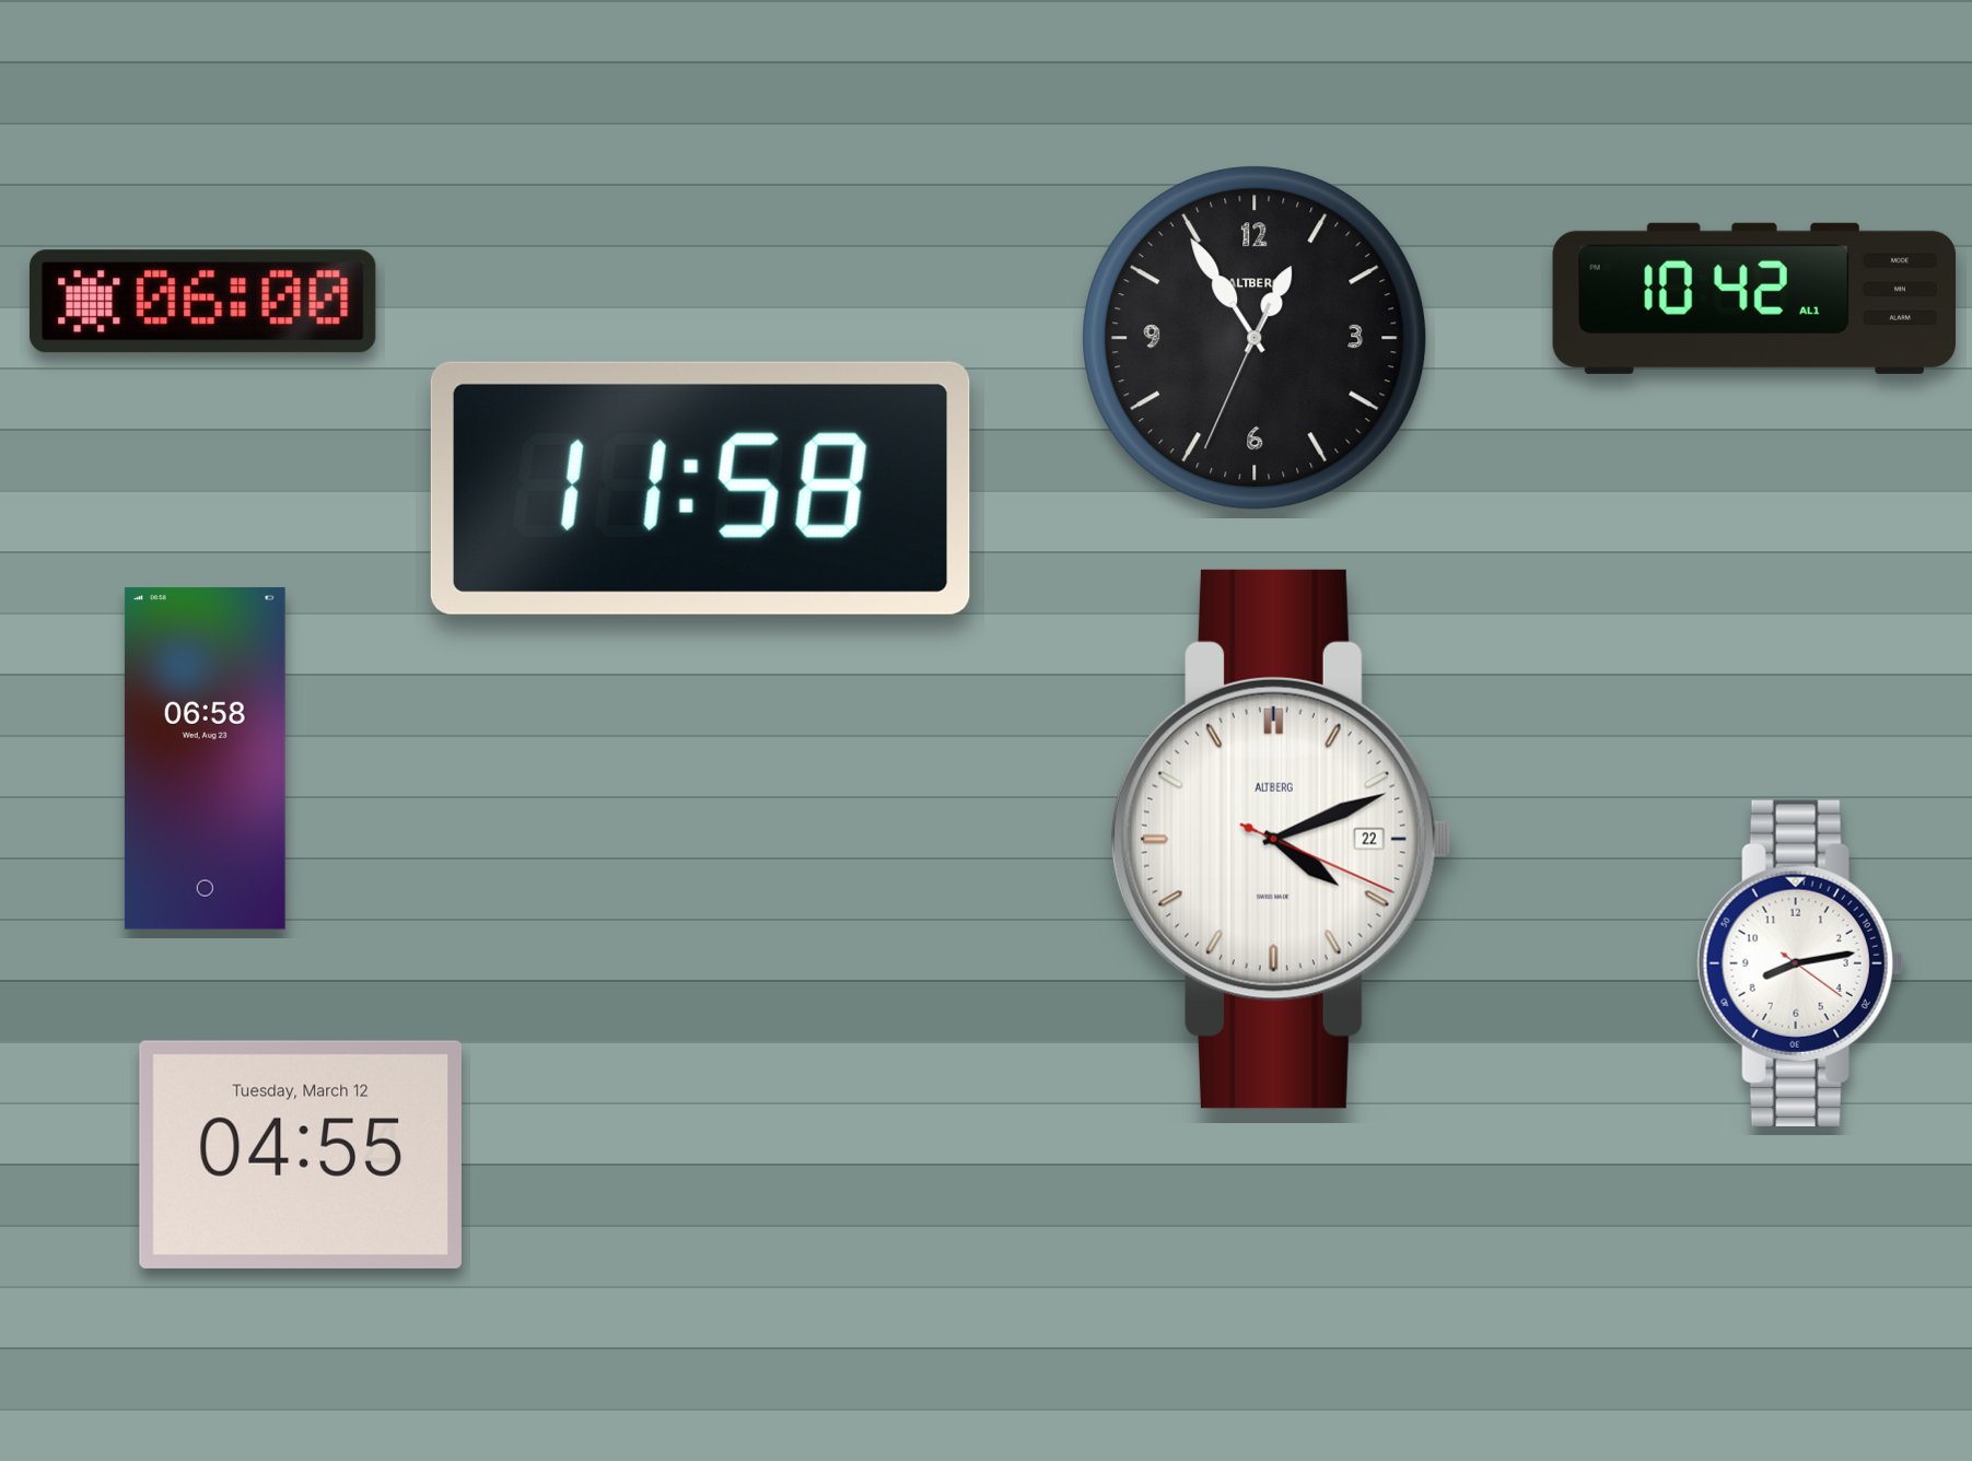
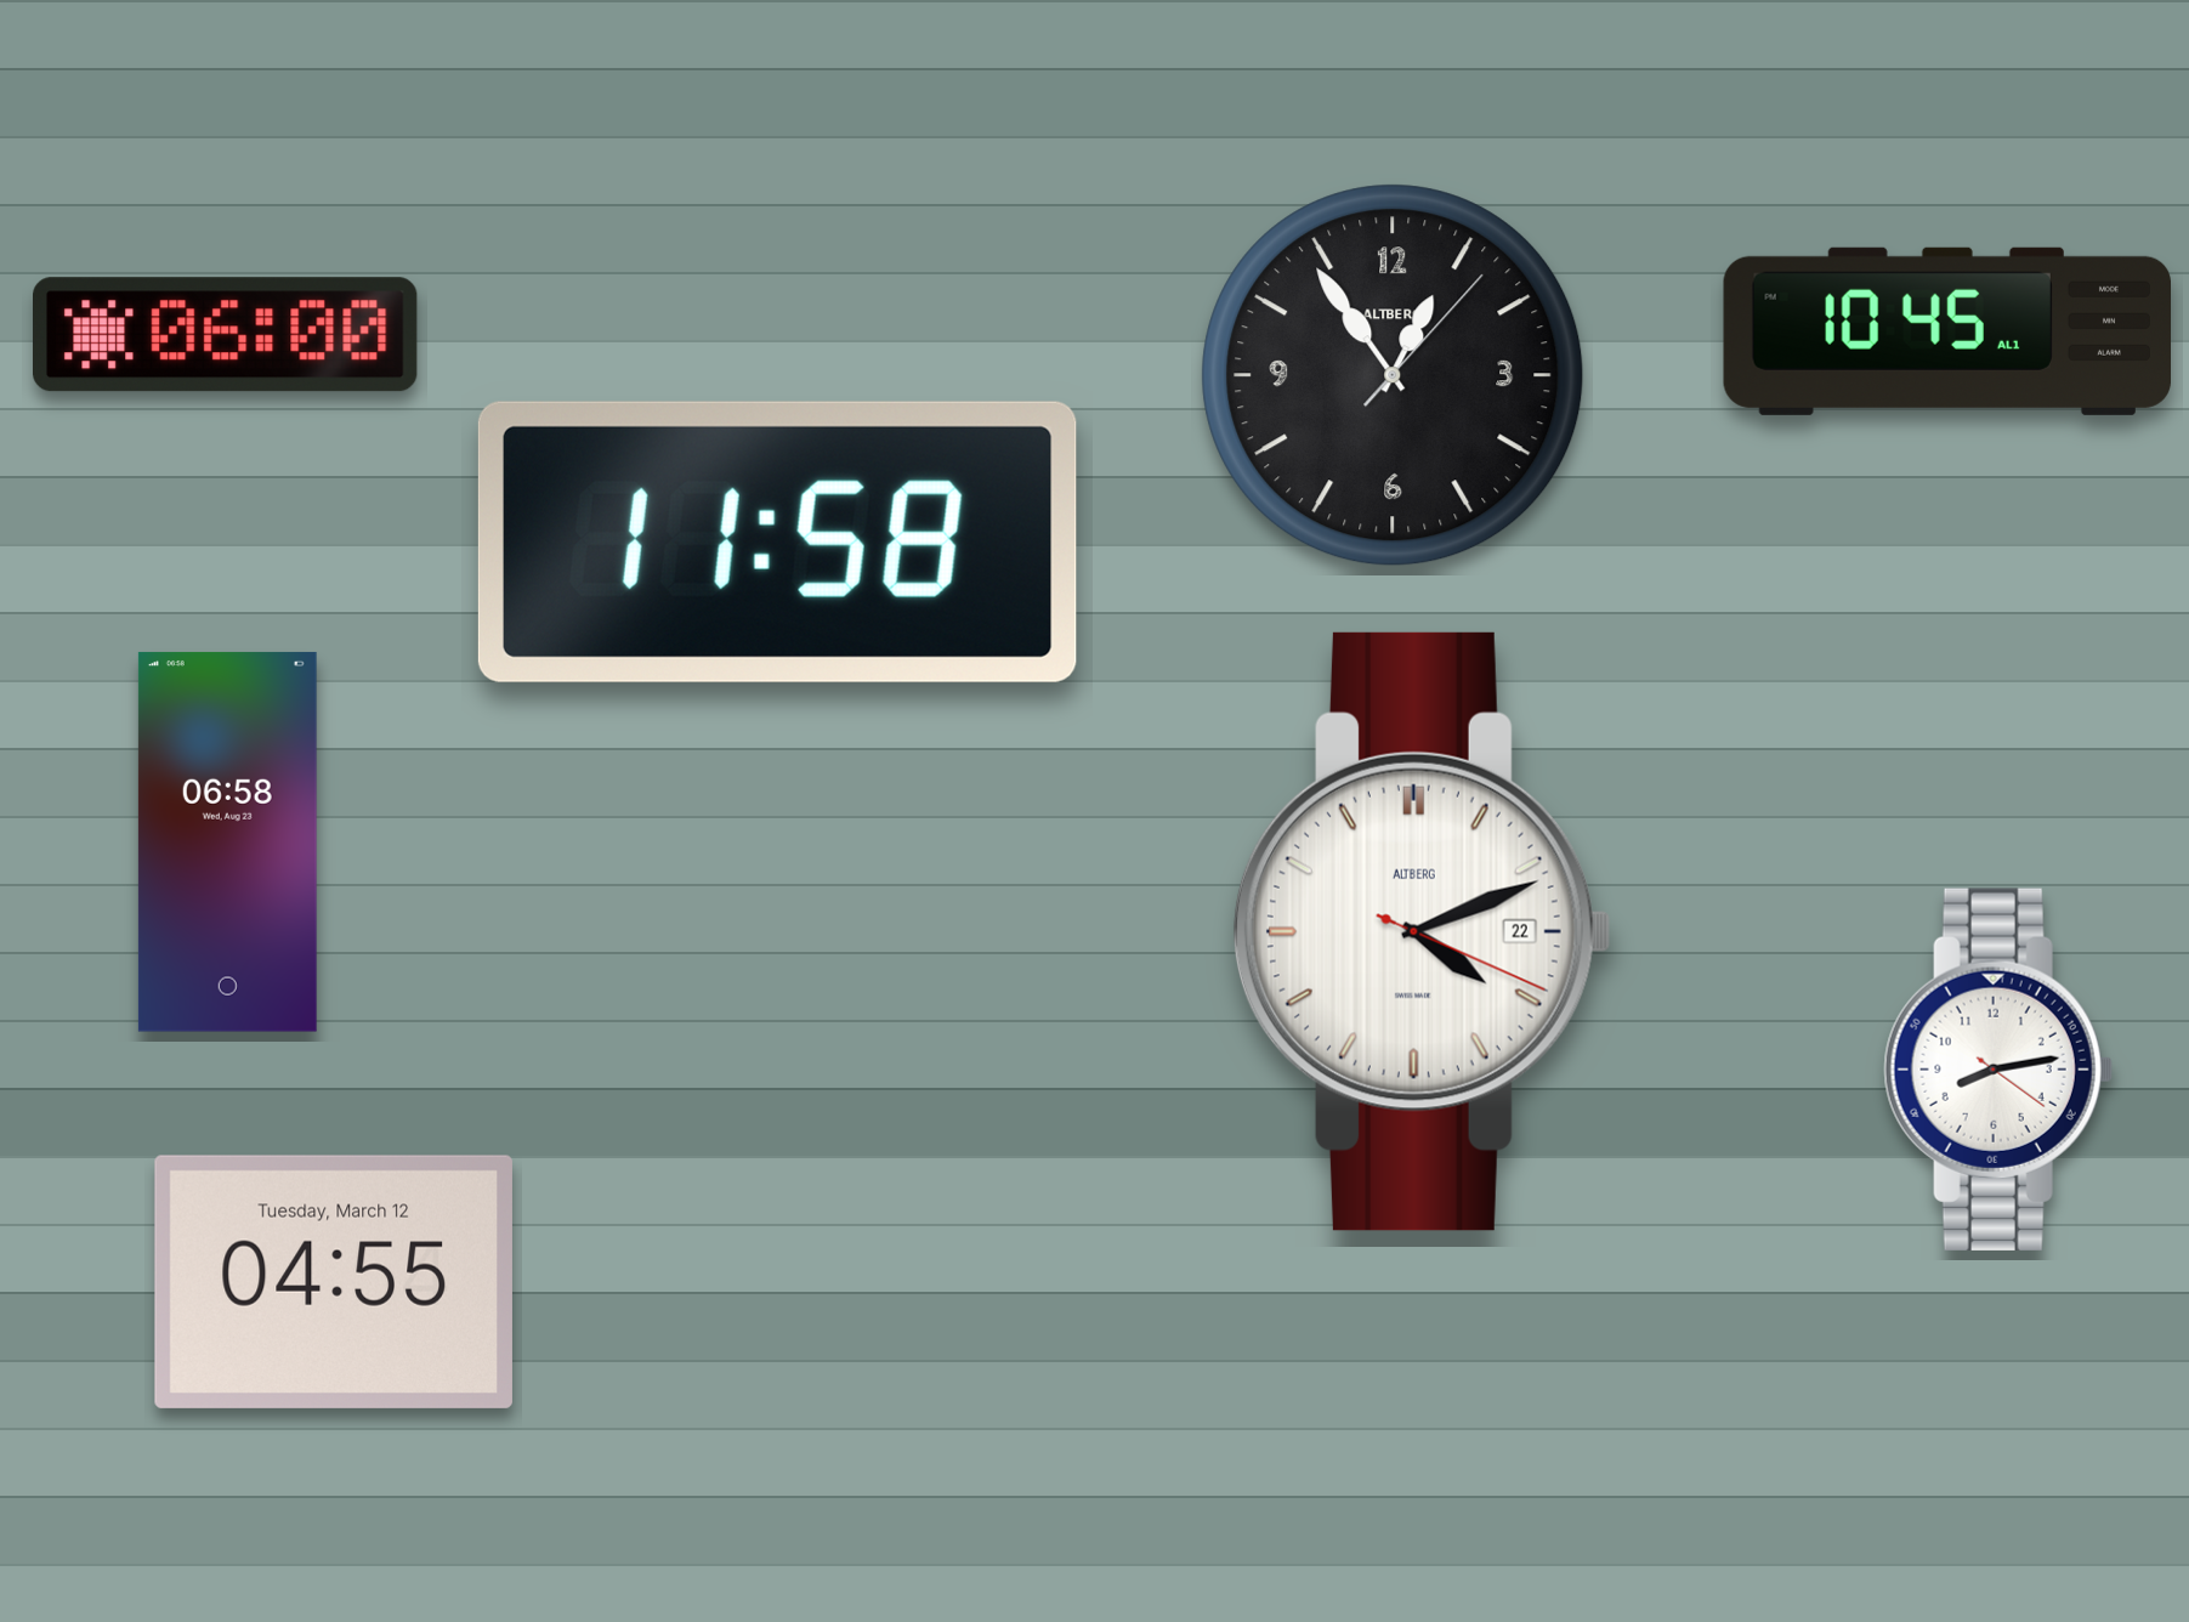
clock at (1753, 299): 10:42 -> 10:45
clock at (1255, 338): 12:54:34 -> 12:54:07
